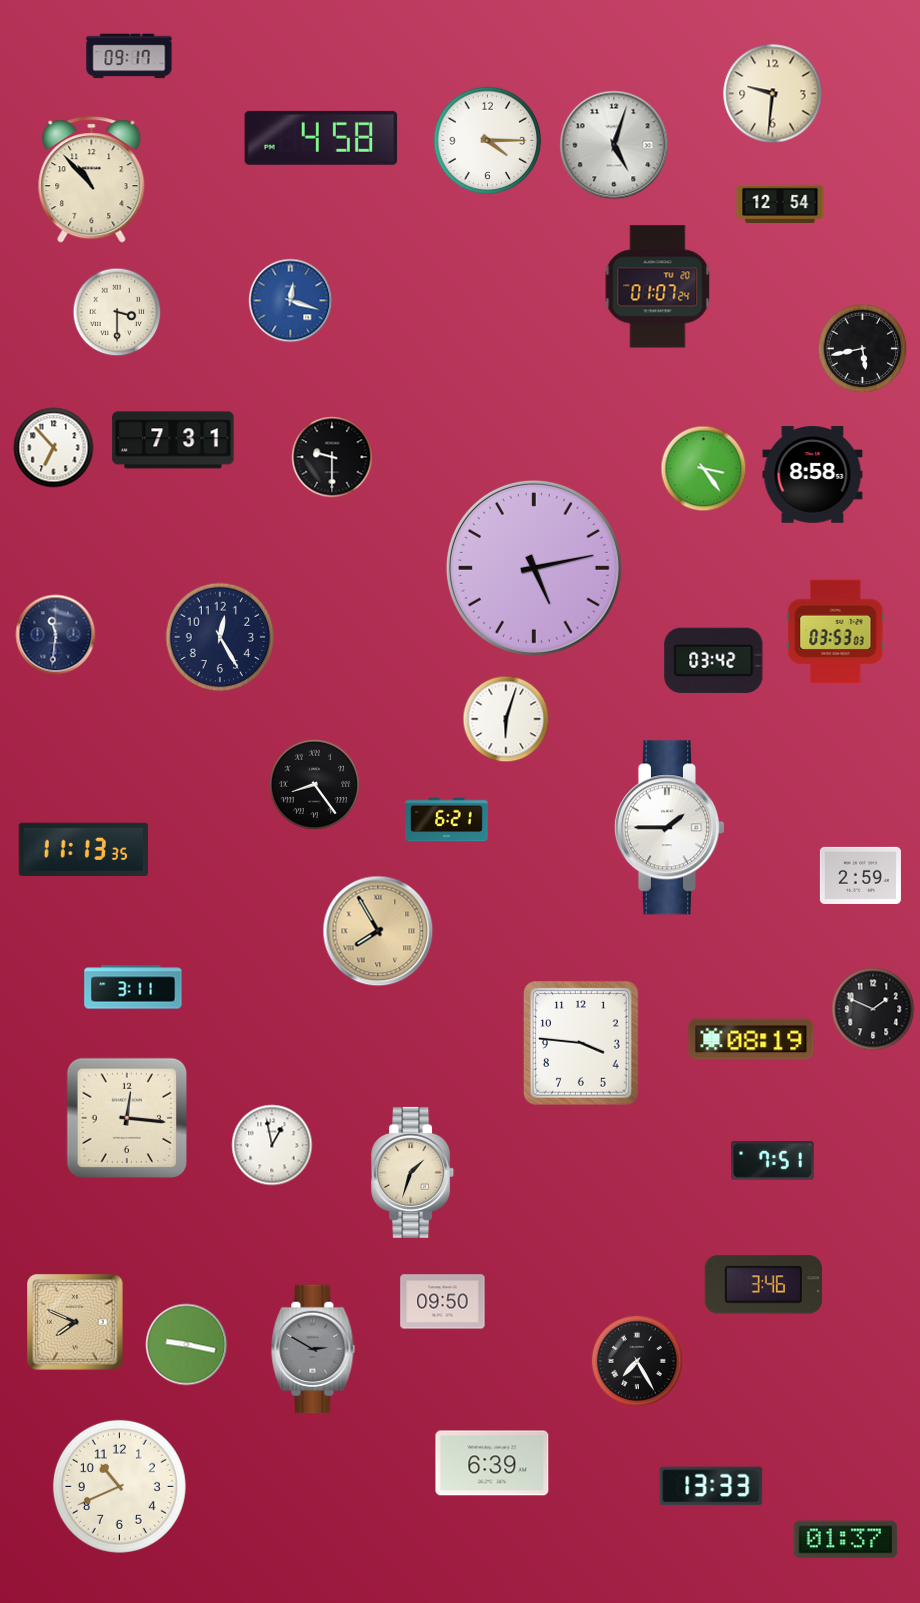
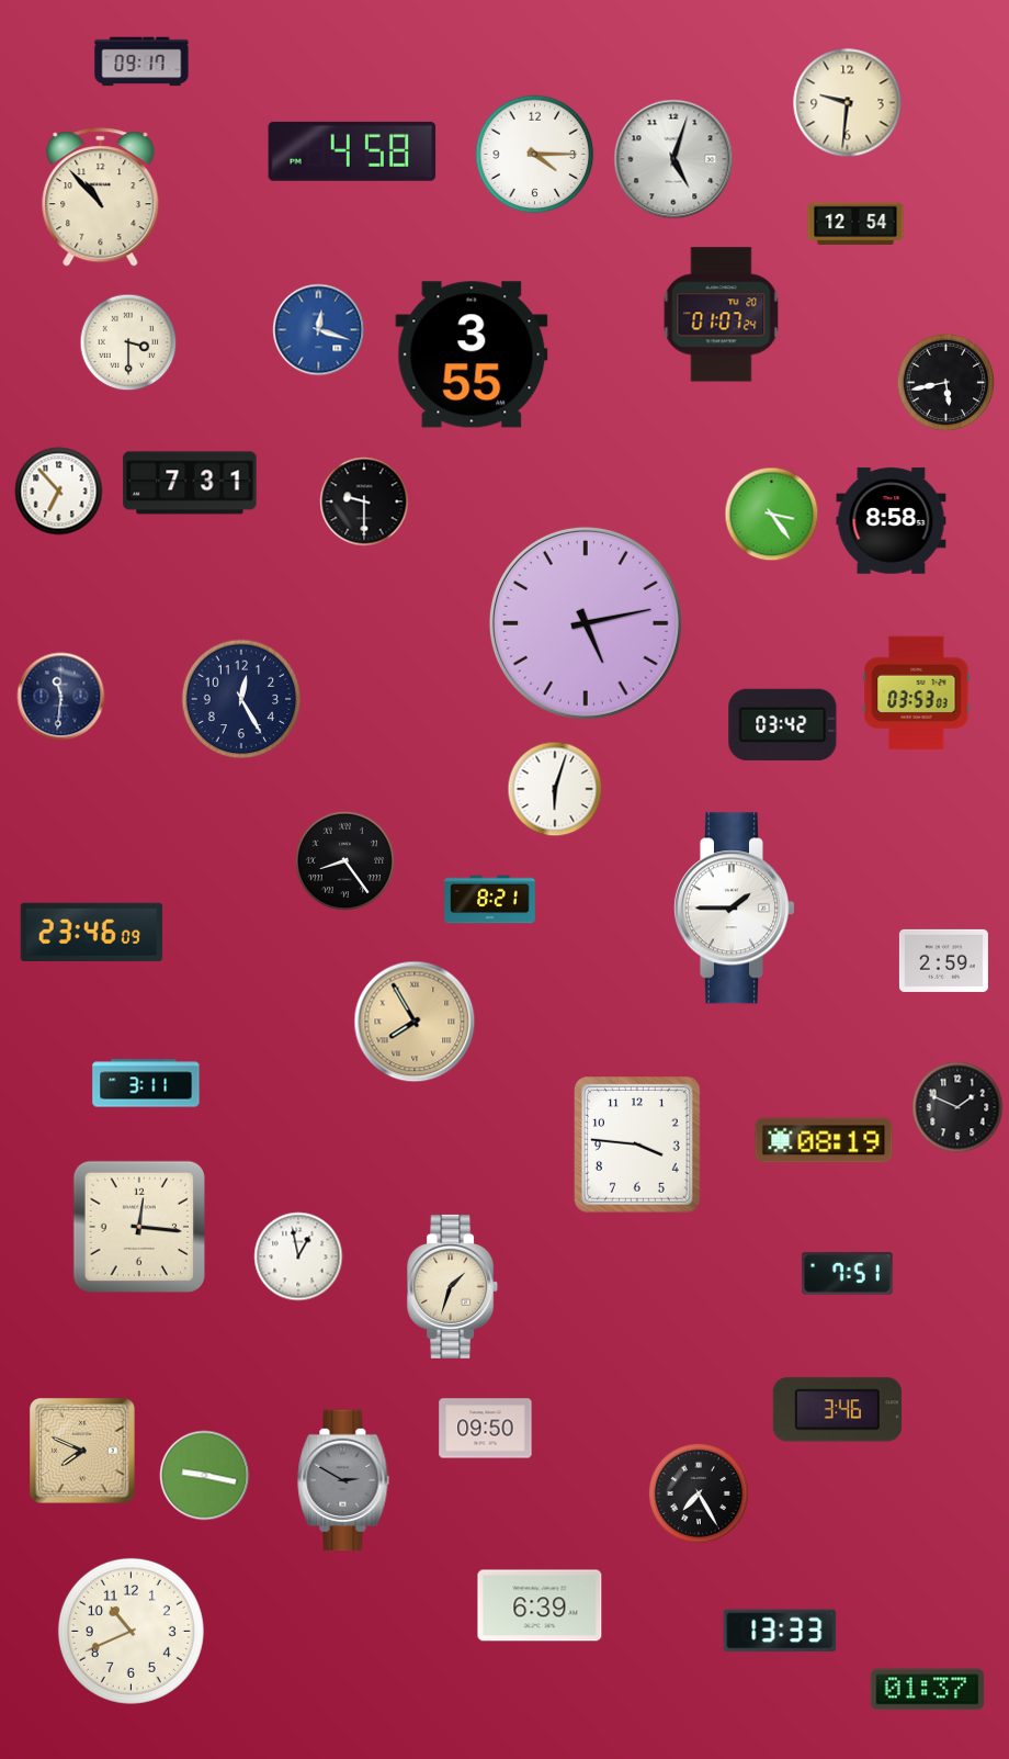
clock at (472, 354): none -> 3:55
clock at (447, 820): 6:21 -> 8:21
clock at (83, 849): 11:13 -> 23:46
